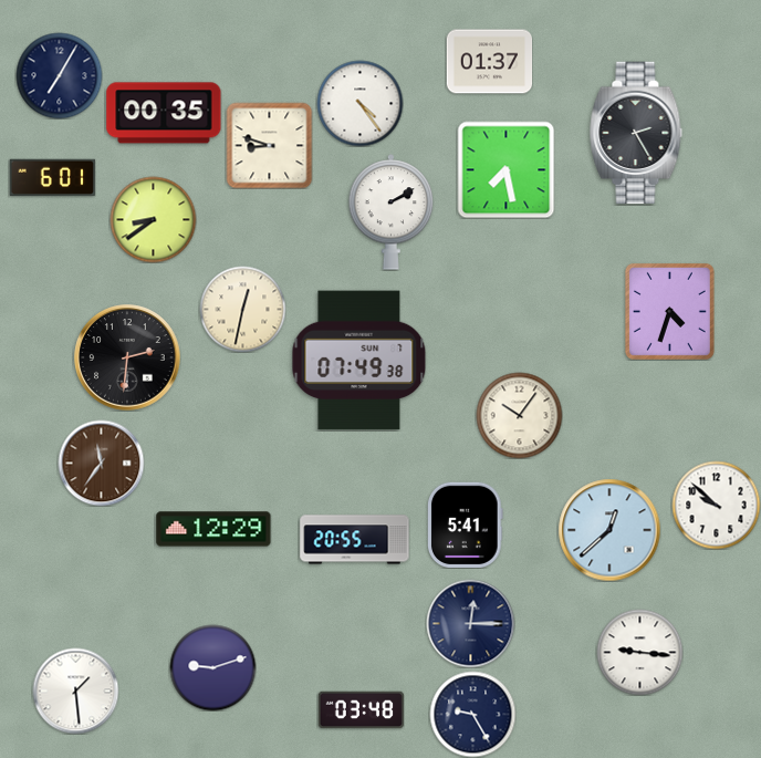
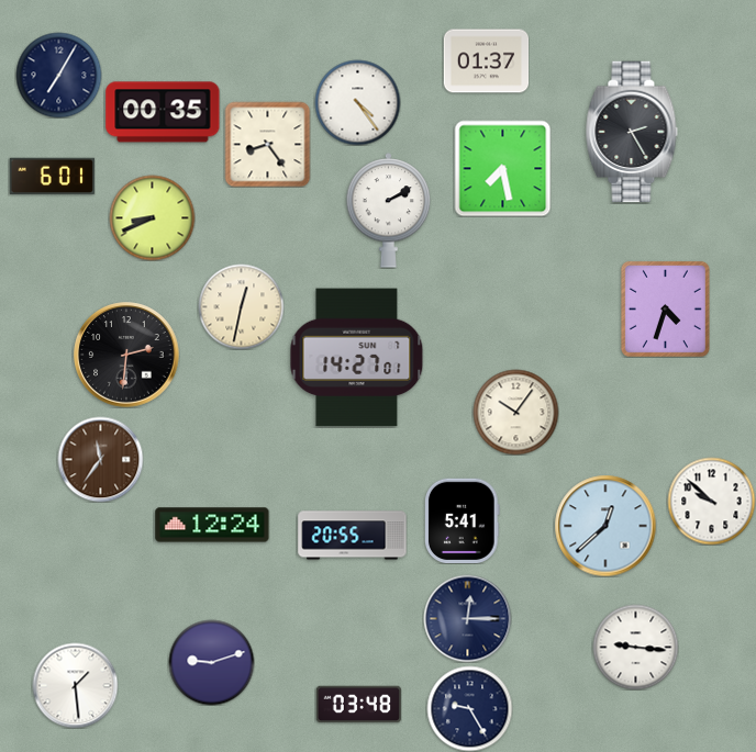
clock at (269, 145): 8:48 -> 8:24
clock at (153, 219): 8:39 -> 8:41
clock at (359, 361): 07:49 -> 14:27
clock at (213, 529): 12:29 -> 12:24
